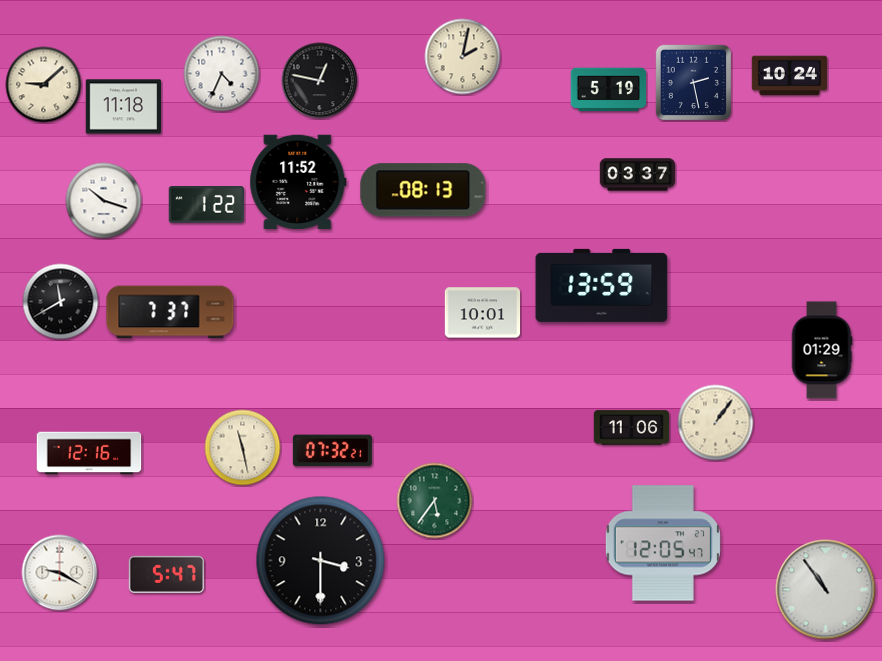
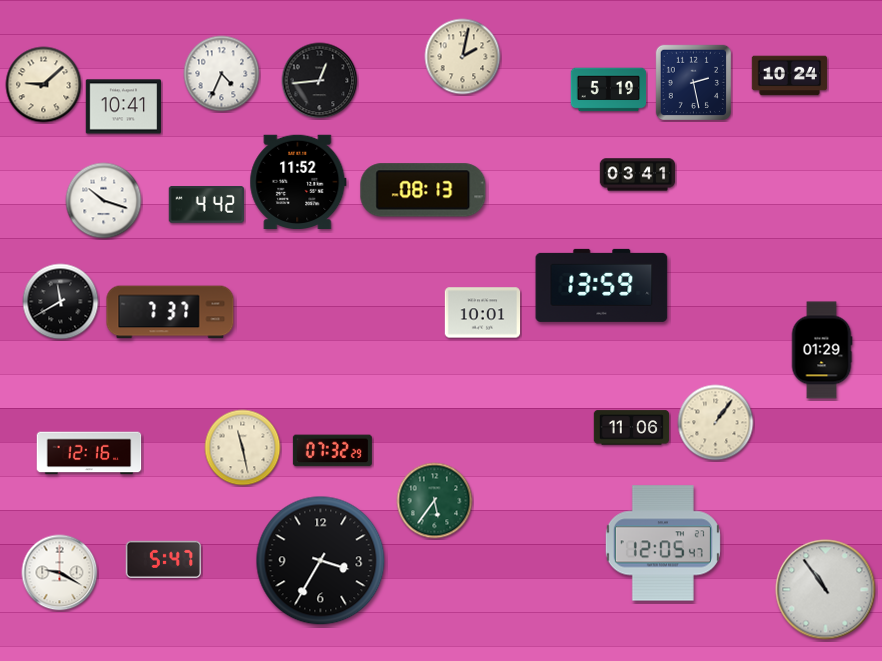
clock at (320, 81): 12:47 -> 12:44
clock at (124, 107): 11:18 -> 10:41
clock at (638, 175): 03:37 -> 03:41
clock at (206, 205): 1:22 -> 4:42
clock at (332, 451): 07:32:21 -> 07:32:29
clock at (321, 561): 3:30 -> 3:35
clock at (167, 574) position: (167, 574) -> (164, 559)
